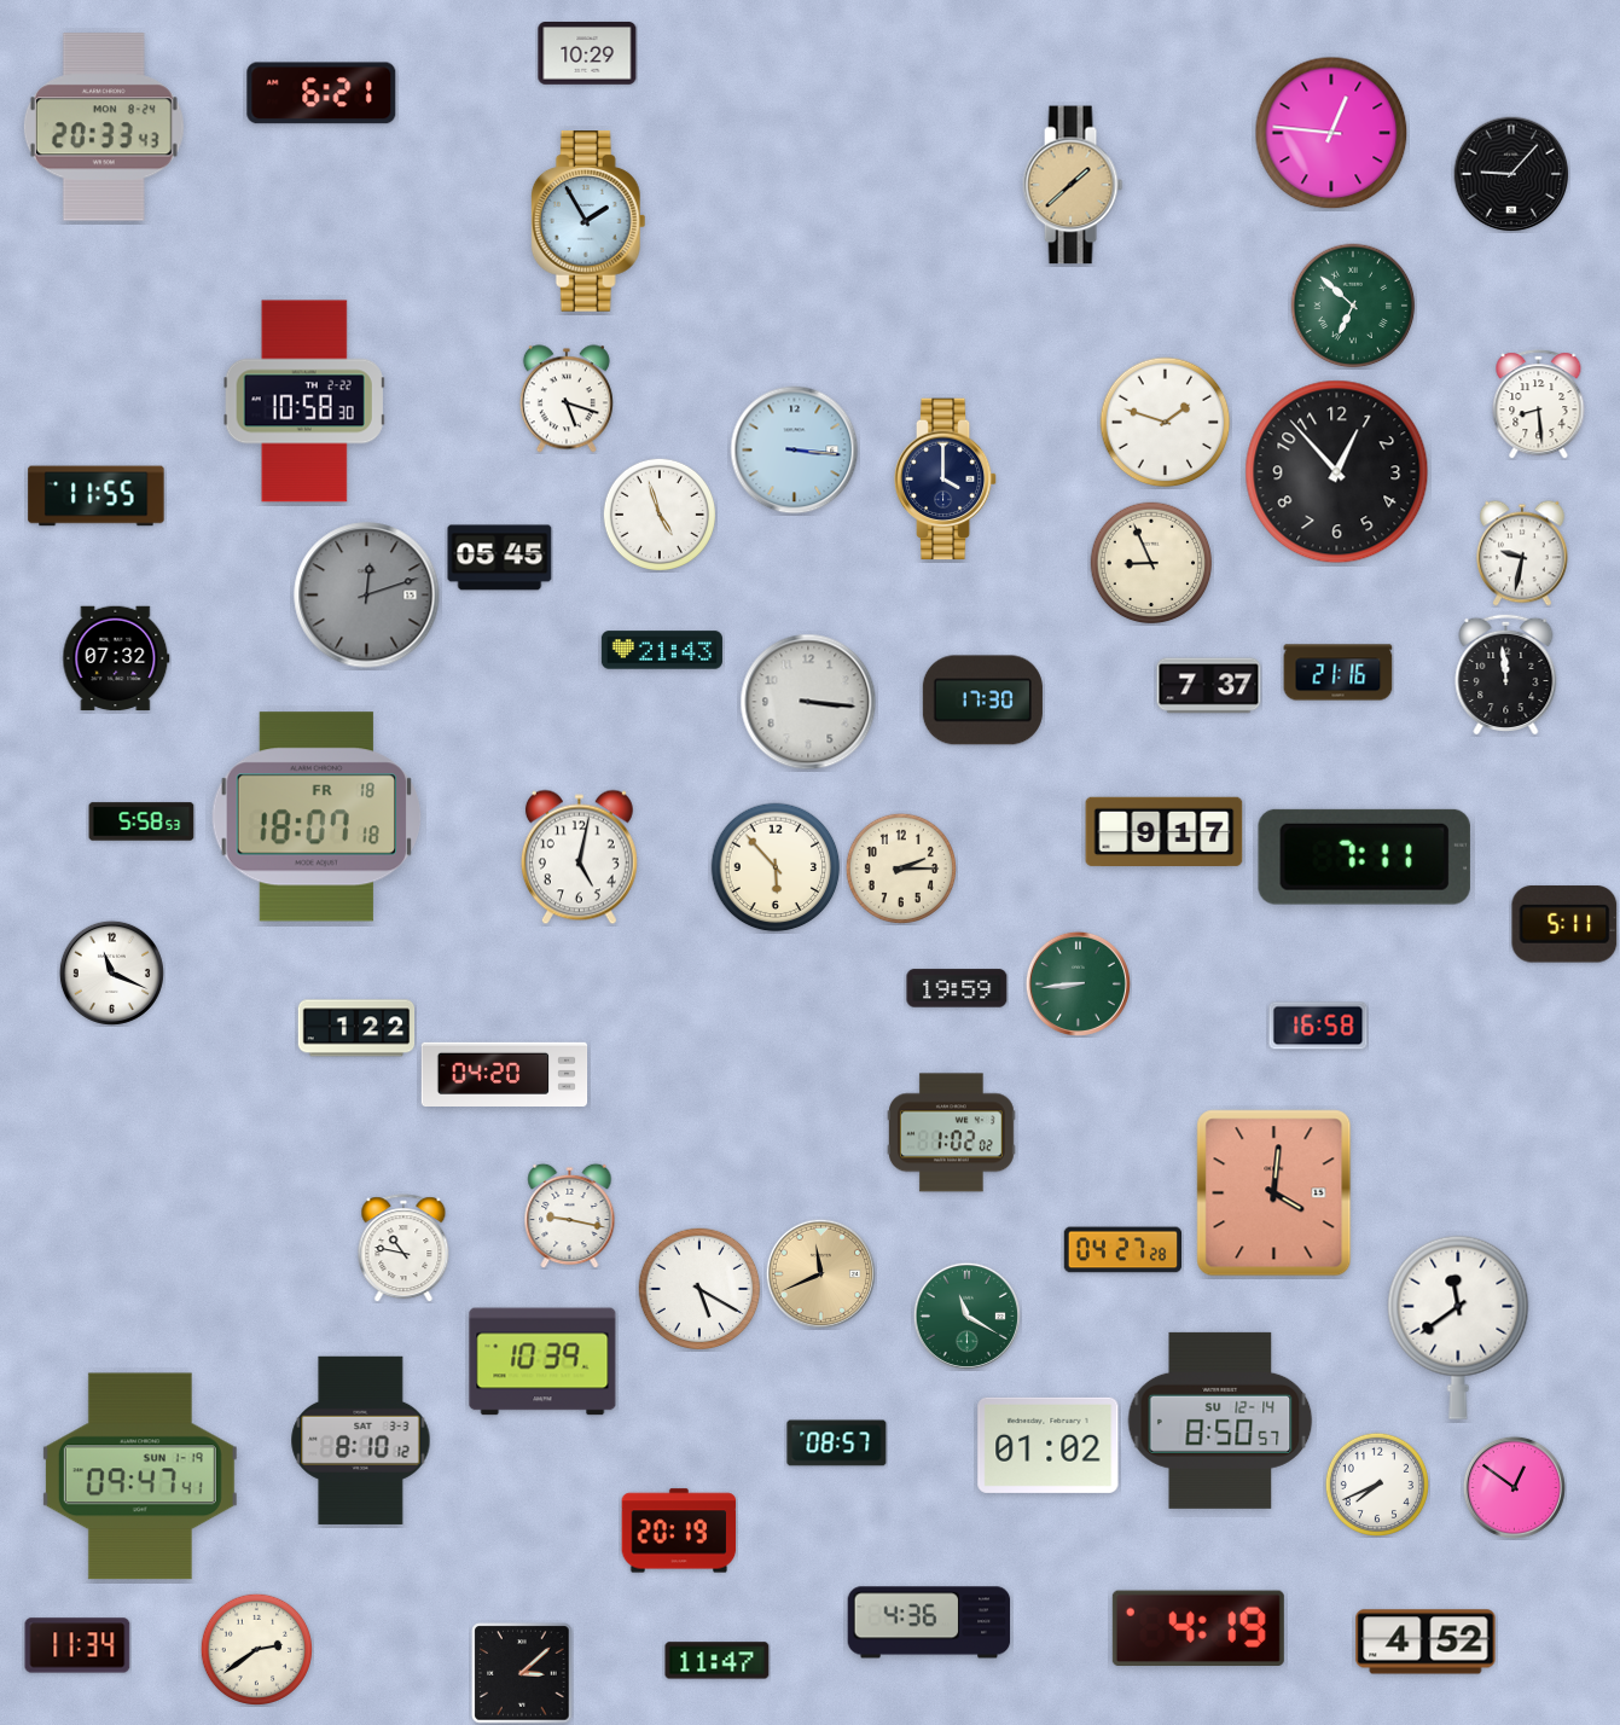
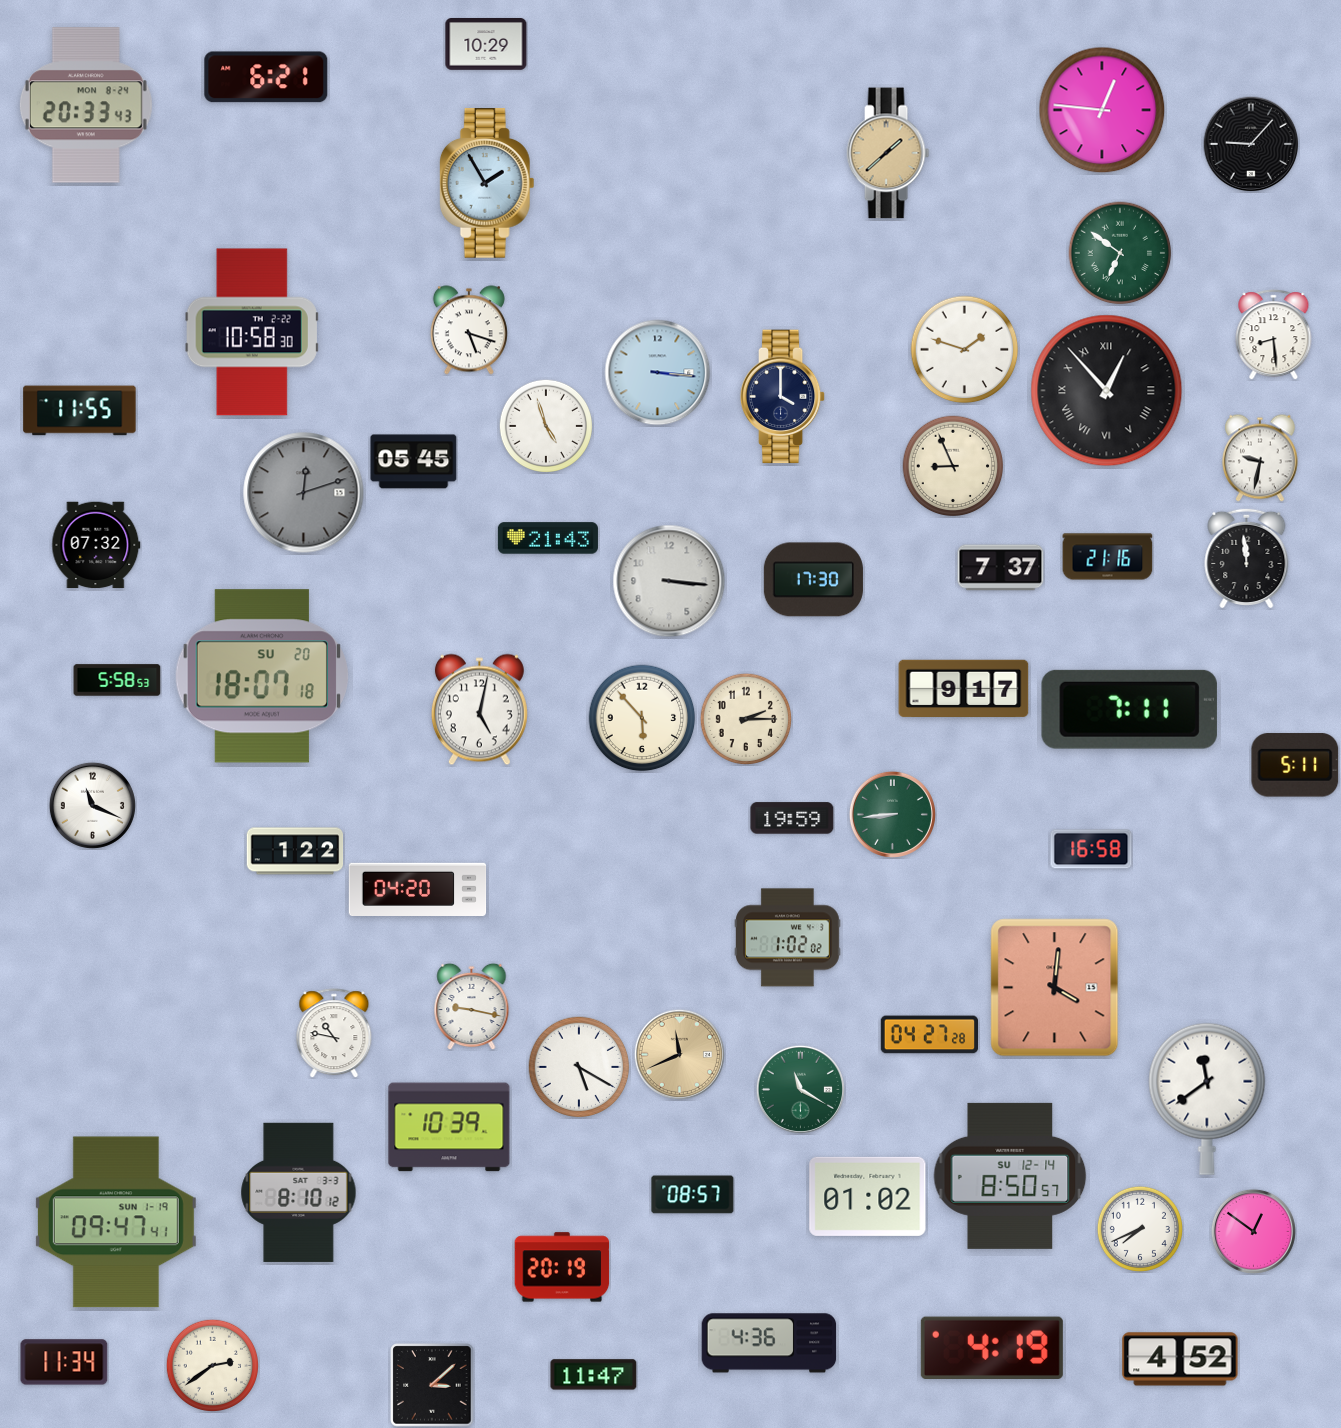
clock at (1353, 306): 6:52 -> 6:51
clock at (1337, 472) numerals: Arabic -> Roman
clock at (317, 817) date: FR 18 -> SU 20
